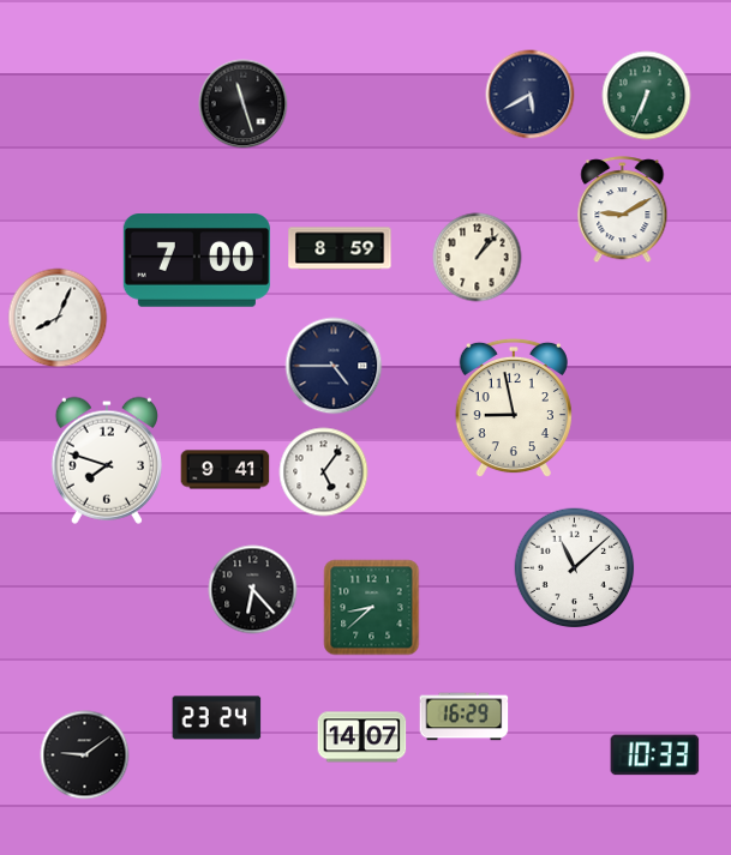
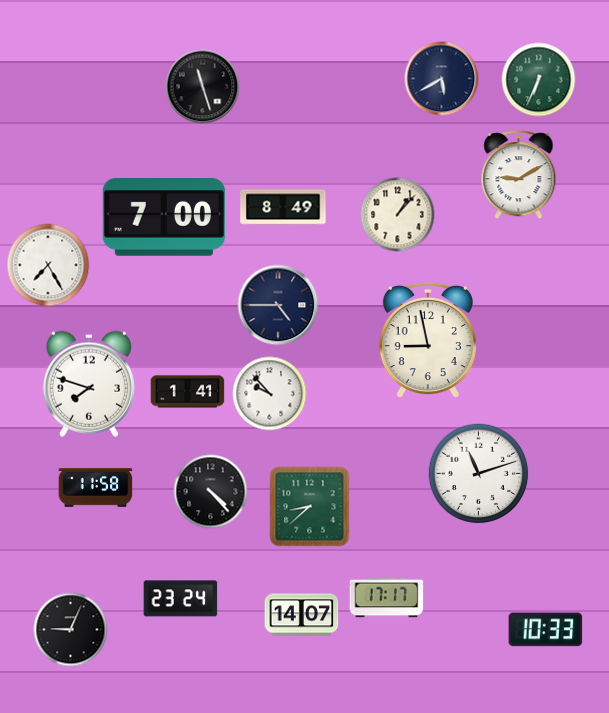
clock at (340, 248): 8:59 -> 8:49
clock at (58, 318): 8:04 -> 7:25
clock at (226, 470): 9:41 -> 1:41
clock at (324, 472): 5:06 -> 9:53
clock at (575, 568): 11:08 -> 11:12
clock at (96, 488): none -> 11:58
clock at (253, 590): 6:23 -> 4:23
clock at (465, 717): 16:29 -> 17:17
clock at (85, 755): 9:09 -> 9:04
